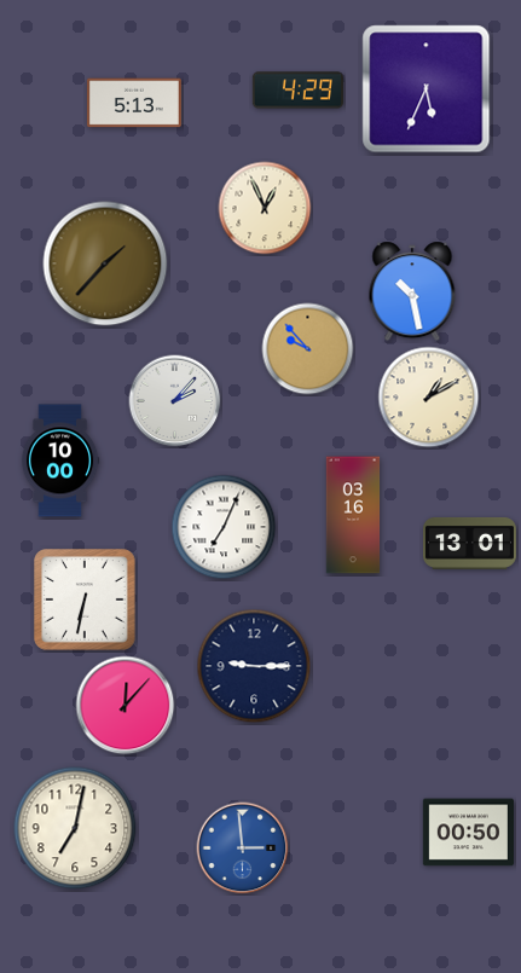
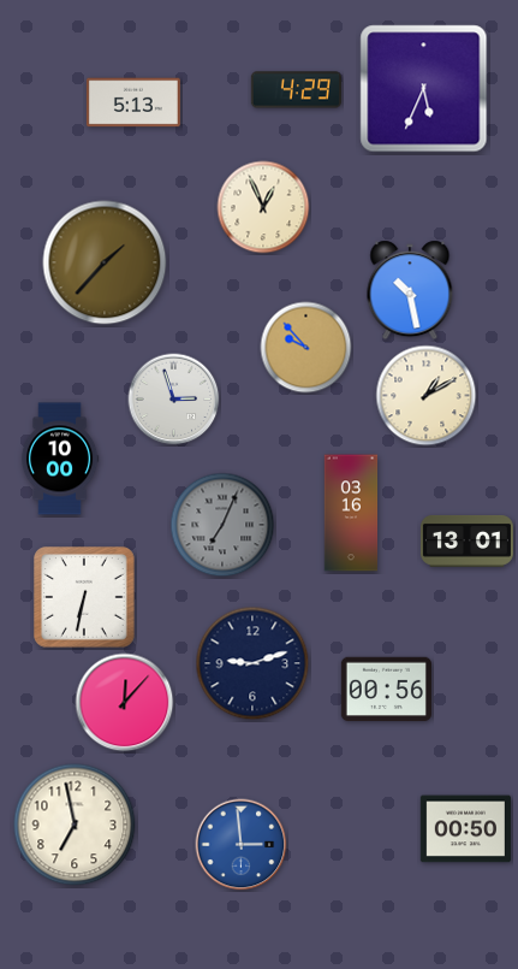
clock at (175, 401): 2:07 -> 2:57
clock at (224, 527) dial: white -> grey
clock at (254, 666): 9:15 -> 9:12
clock at (386, 690): none -> 00:56
clock at (75, 828): 7:02 -> 6:58
